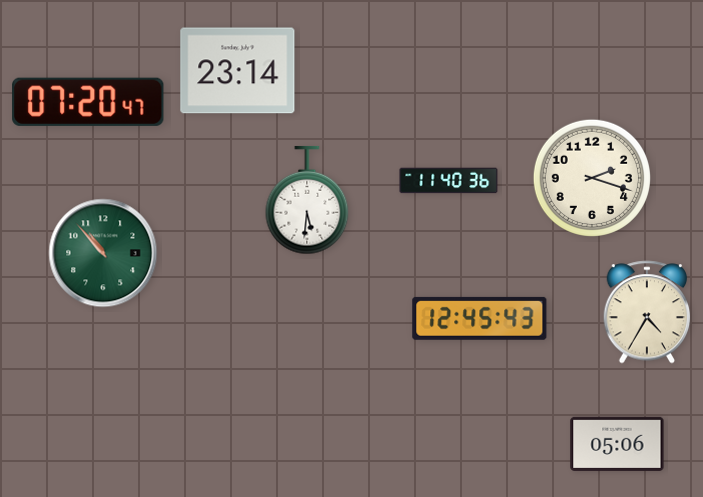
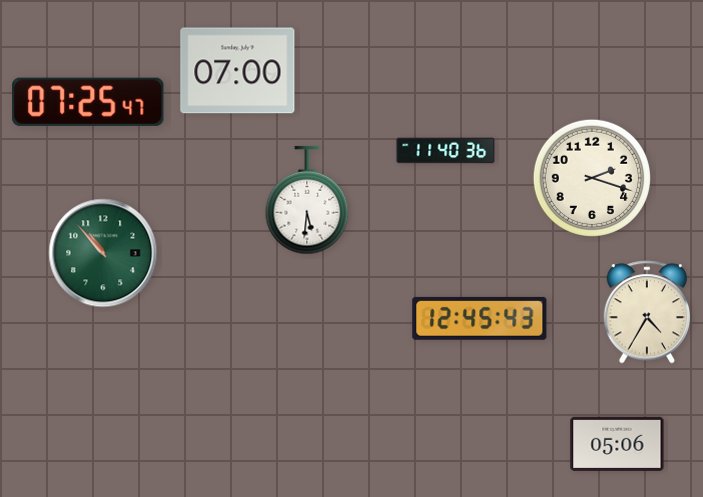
clock at (238, 71): 23:14 -> 07:00
clock at (88, 102): 07:20 -> 07:25
clock at (449, 181) position: (449, 181) -> (446, 151)
